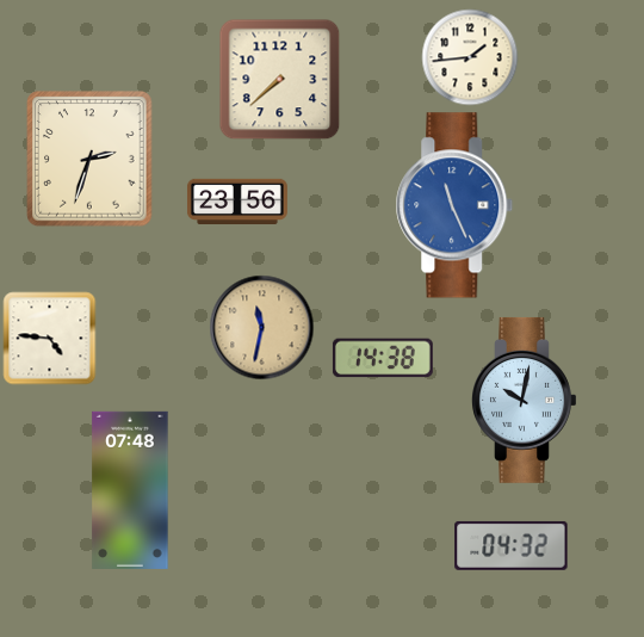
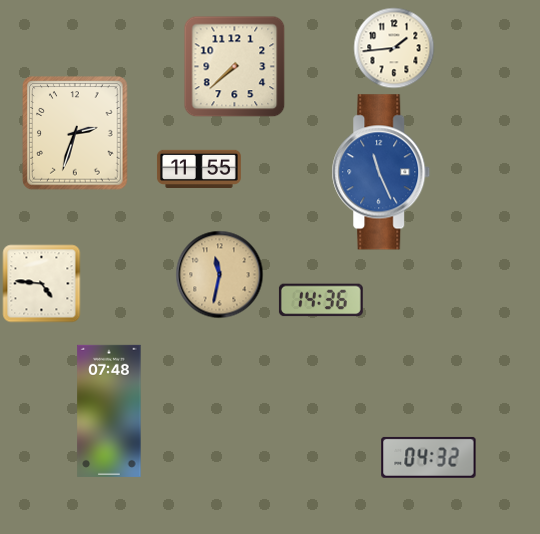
clock at (237, 200): 23:56 -> 11:55
clock at (383, 358): 14:38 -> 14:36
clock at (525, 400): 10:02 -> none
